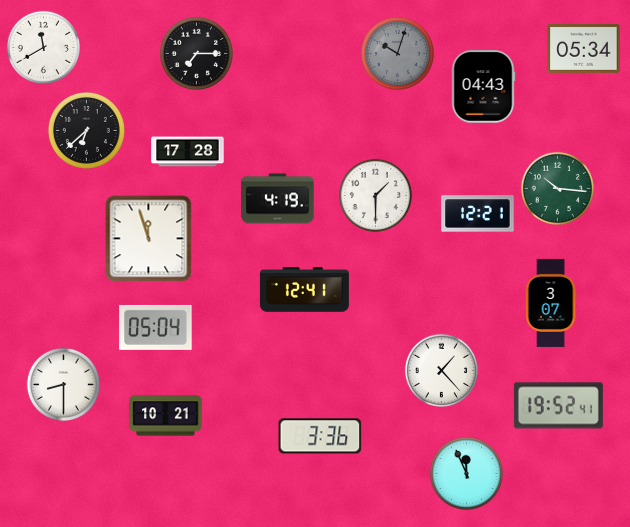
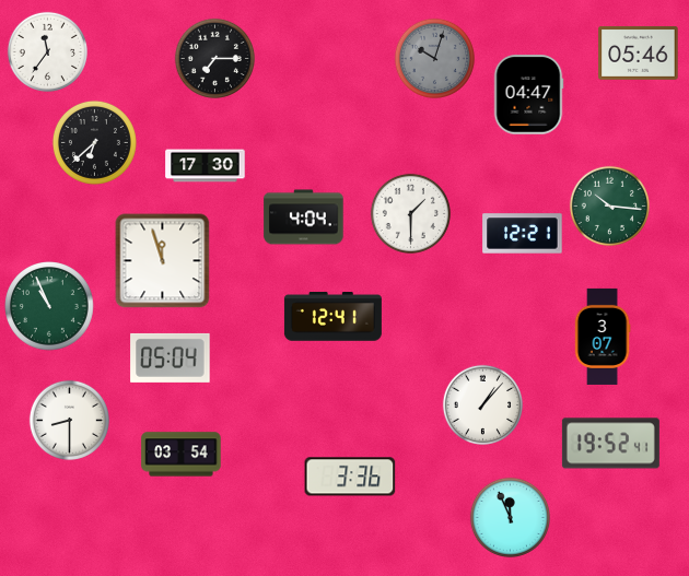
clock at (43, 47): 11:40 -> 11:36
clock at (584, 48): 05:34 -> 05:46
clock at (483, 87): 04:43 -> 04:47
clock at (188, 152): 17:28 -> 17:30
clock at (278, 199): 4:19 -> 4:04
clock at (50, 307): none -> 10:56
clock at (551, 303) position: (551, 303) -> (603, 337)
clock at (441, 370): 1:23 -> 1:07
clock at (166, 416): 10:21 -> 03:54
